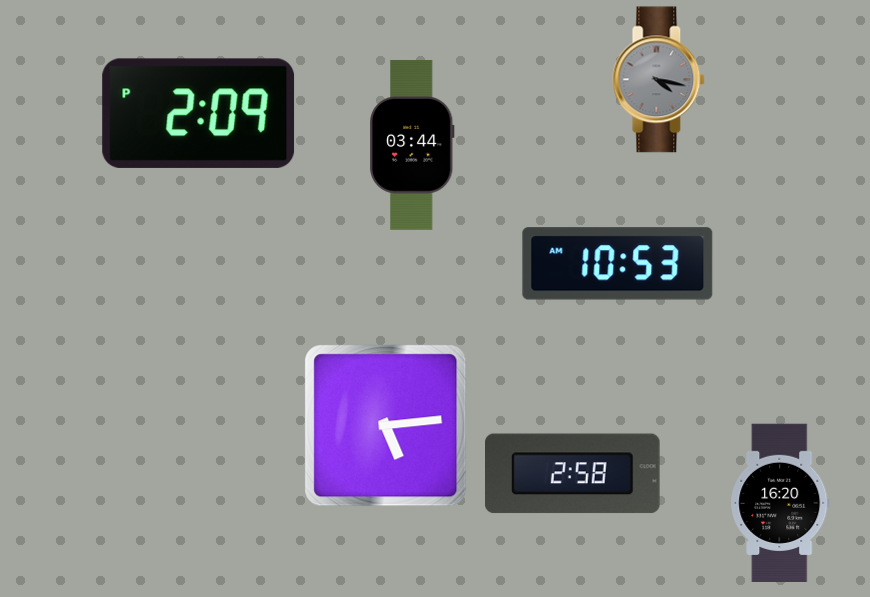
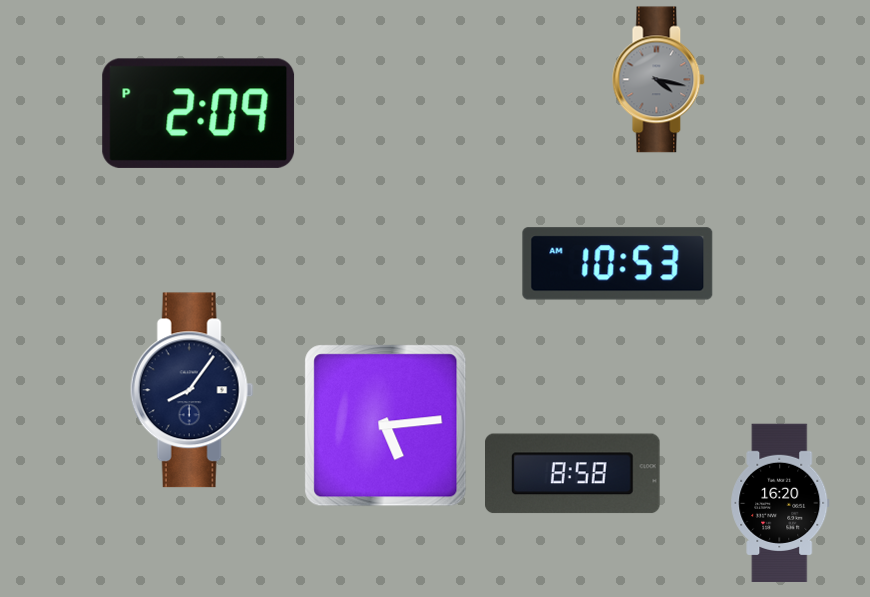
clock at (412, 145): 03:44 -> none
clock at (192, 390): none -> 8:06
clock at (573, 474): 2:58 -> 8:58
